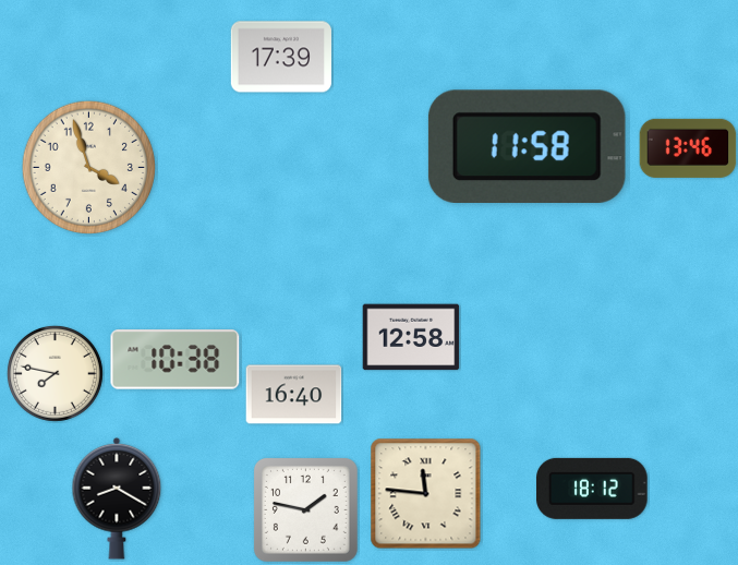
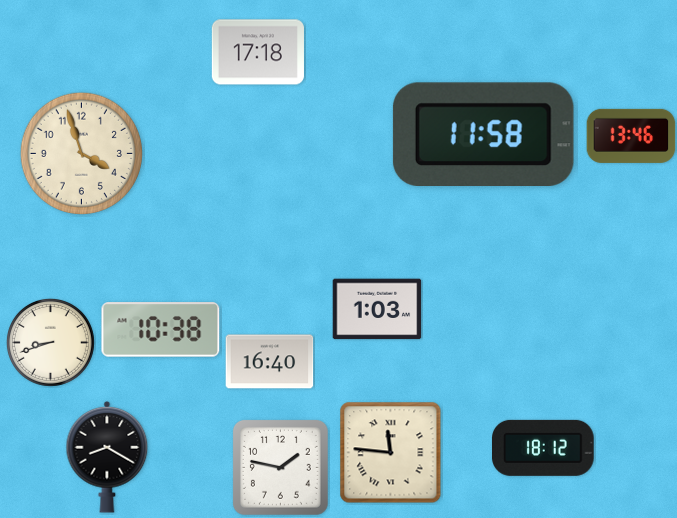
clock at (281, 57): 17:39 -> 17:18
clock at (411, 337): 12:58 -> 1:03
clock at (55, 373): 7:47 -> 8:42
